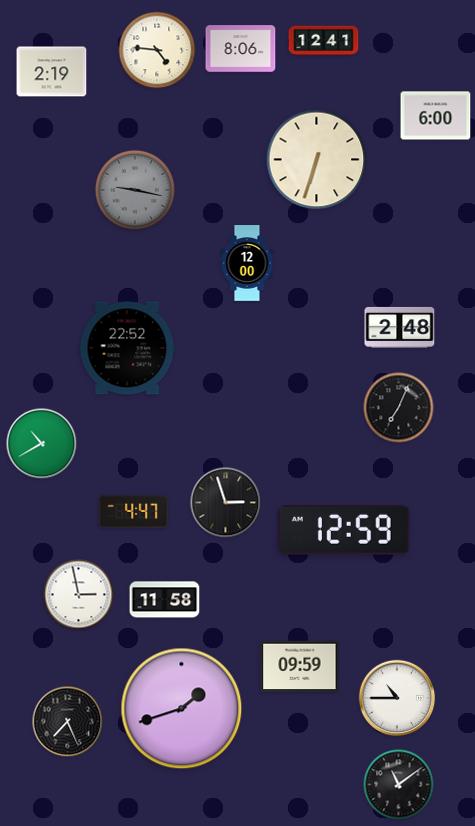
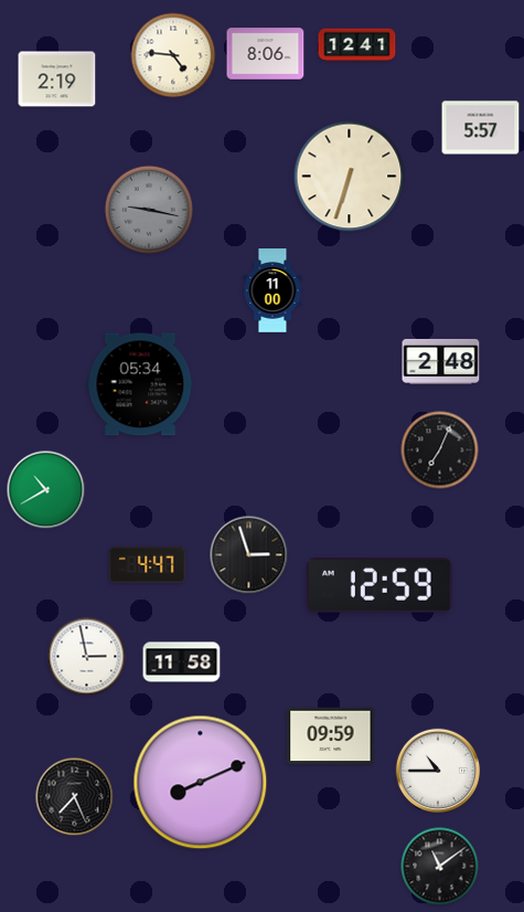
clock at (436, 116): 6:00 -> 5:57
clock at (247, 263): 12:00 -> 11:00
clock at (127, 348): 22:52 -> 05:34
clock at (182, 709): 1:42 -> 8:11
